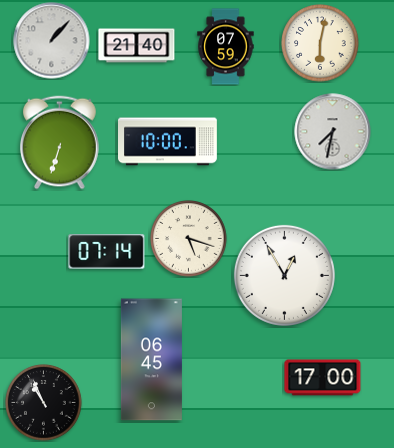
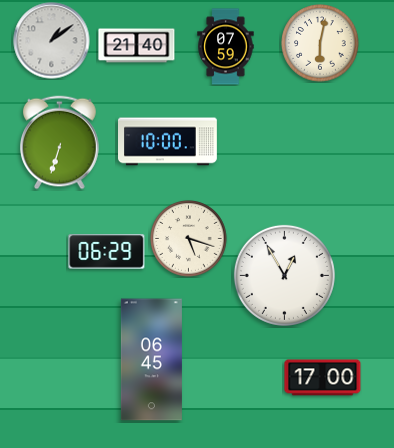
clock at (52, 41): 1:07 -> 1:09
clock at (333, 132): 7:32 -> none
clock at (107, 252): 07:14 -> 06:29
clock at (44, 403): 10:56 -> none
